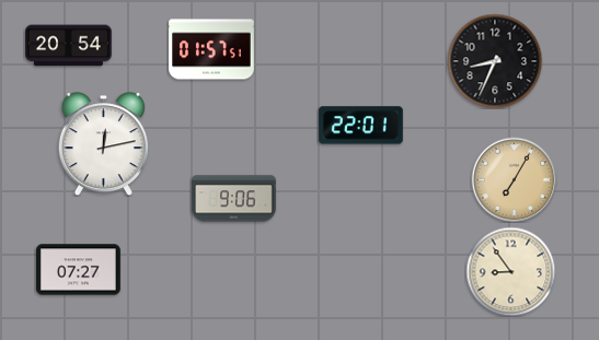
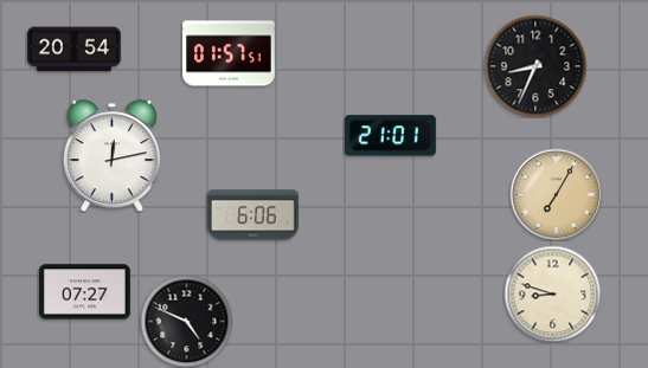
clock at (360, 126): 22:01 -> 21:01
clock at (233, 199): 9:06 -> 6:06
clock at (510, 271): 8:54 -> 8:48
clock at (186, 321): none -> 4:49
